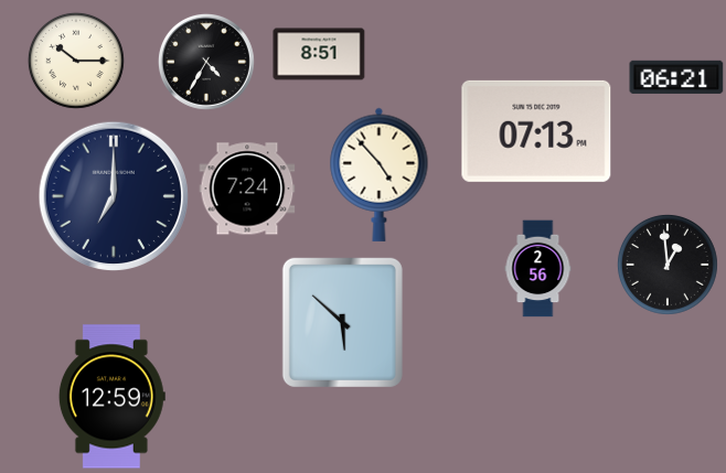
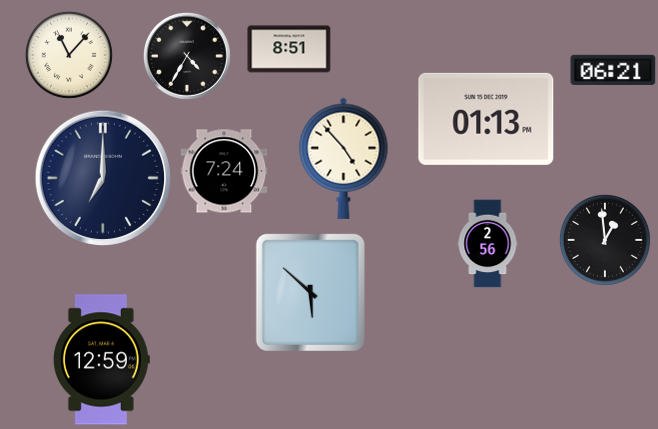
clock at (76, 61): 10:15 -> 11:07
clock at (536, 131): 07:13 -> 01:13
